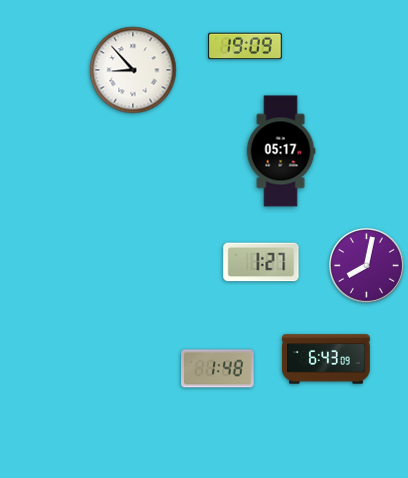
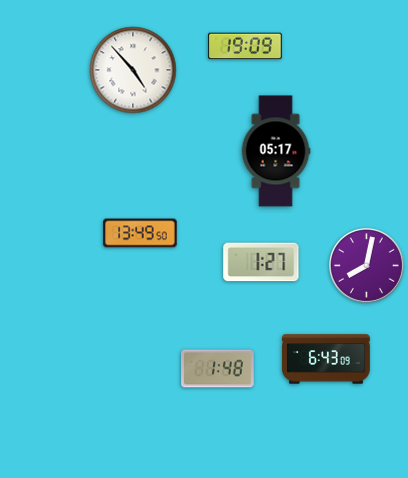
clock at (133, 70): 8:53 -> 4:53
clock at (281, 151) position: (281, 151) -> (276, 151)
clock at (140, 233): none -> 13:49
